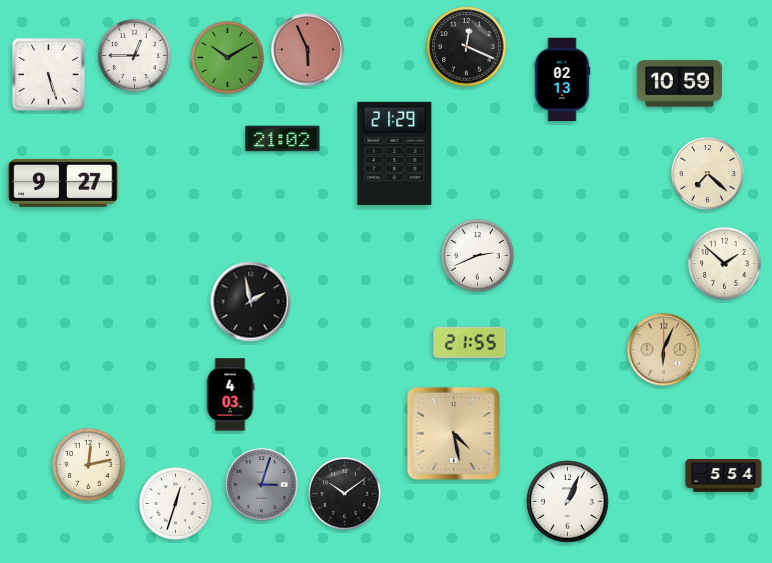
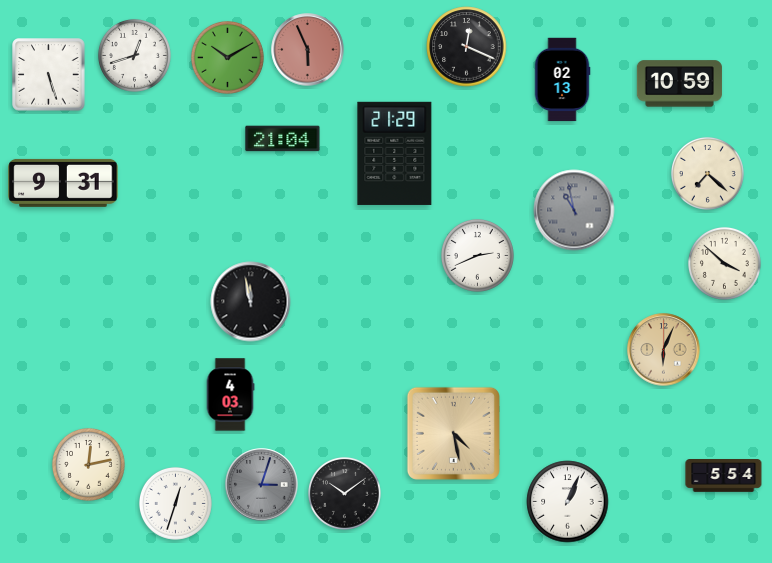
clock at (134, 55): 12:45 -> 12:42
clock at (283, 139): 21:02 -> 21:04
clock at (63, 183): 9:27 -> 9:31
clock at (574, 210): none -> 10:58
clock at (724, 263): 1:52 -> 3:52
clock at (251, 302): 1:58 -> 11:58
clock at (470, 342): 21:55 -> none
